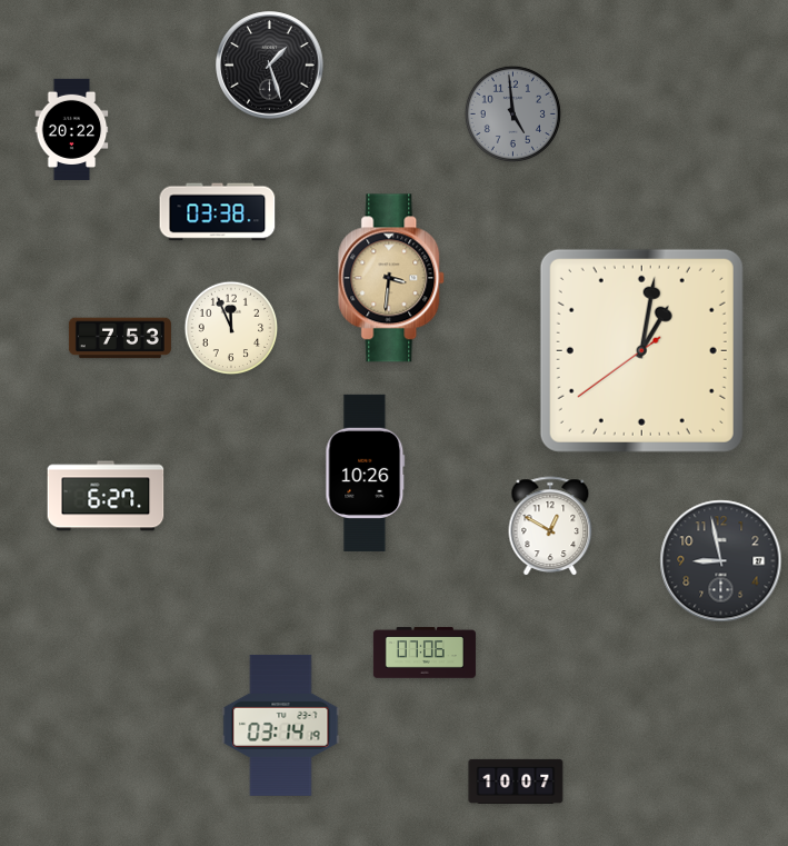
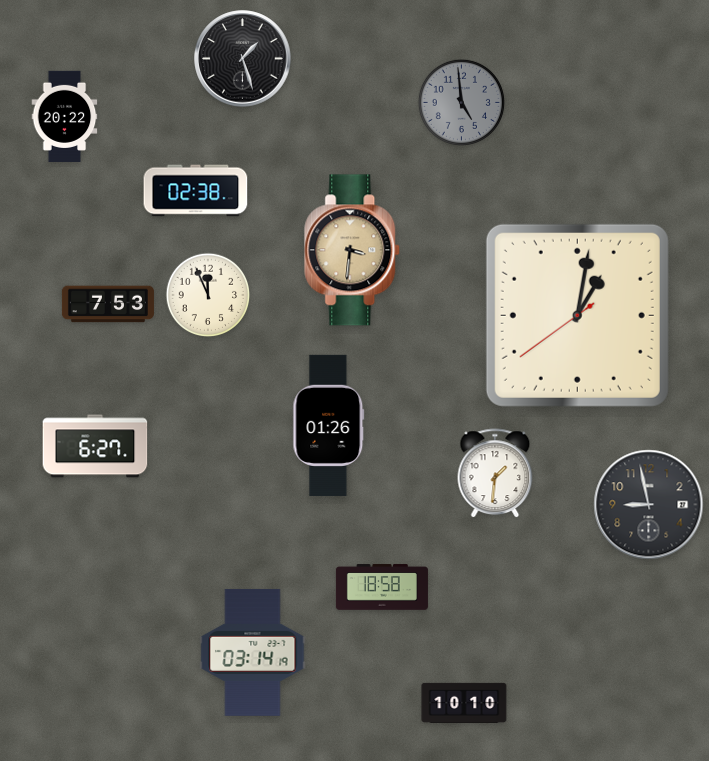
clock at (218, 212): 03:38 -> 02:38
clock at (366, 472): 10:26 -> 01:26
clock at (550, 527): 12:50 -> 1:31
clock at (425, 653): 07:06 -> 18:58
clock at (516, 782): 10:07 -> 10:10
